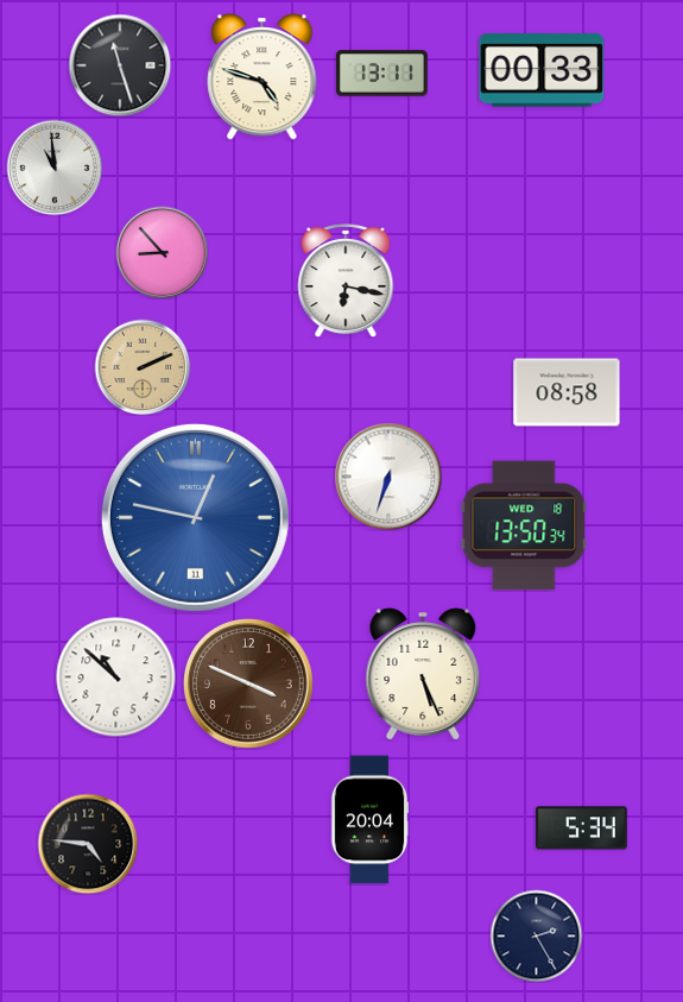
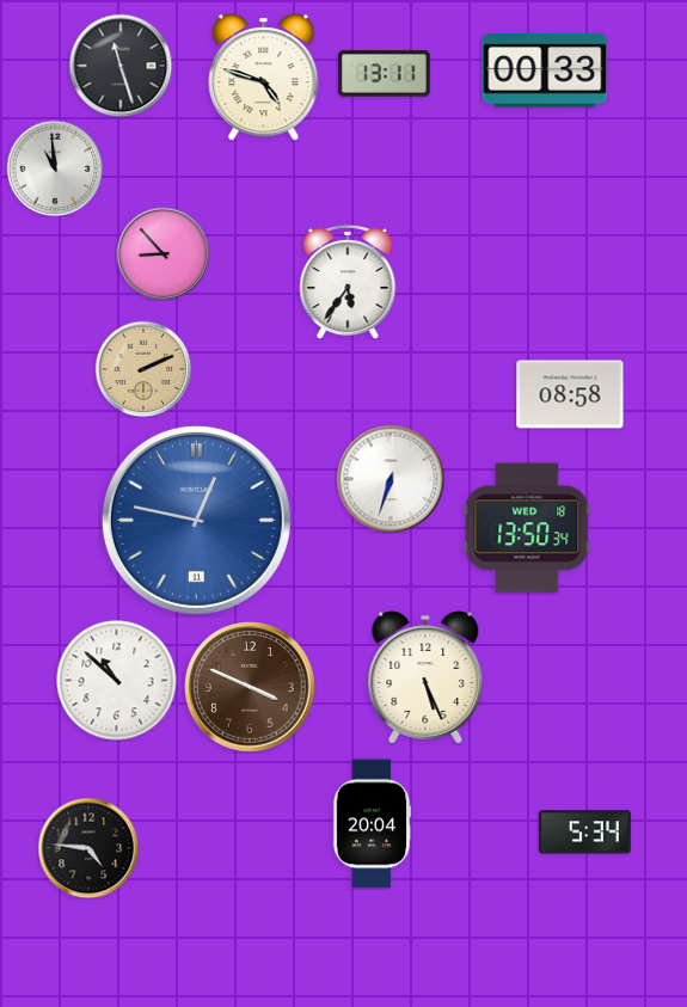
clock at (346, 281): 6:17 -> 5:36
clock at (536, 935): 2:25 -> none
